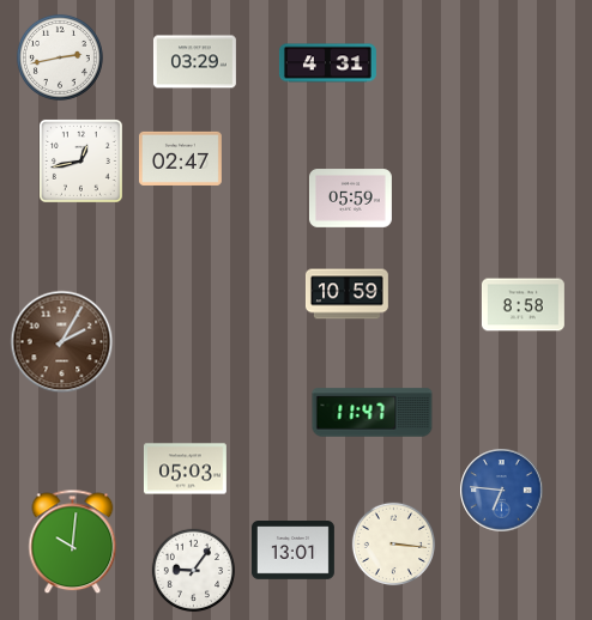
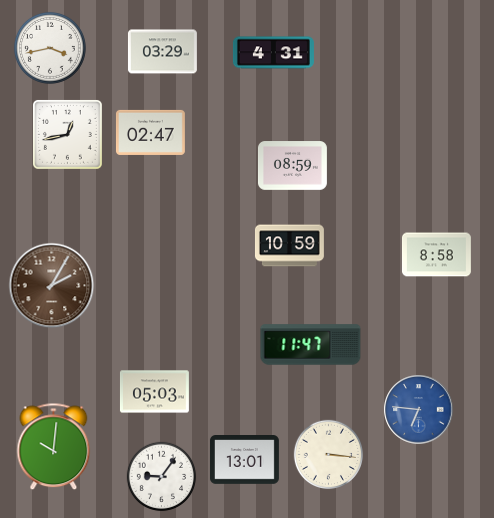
clock at (60, 57): 2:43 -> 3:43
clock at (350, 199): 05:59 -> 08:59
clock at (73, 542) position: (73, 542) -> (54, 447)
